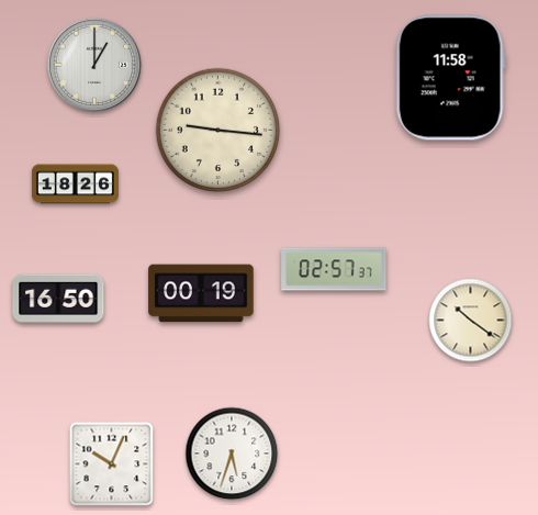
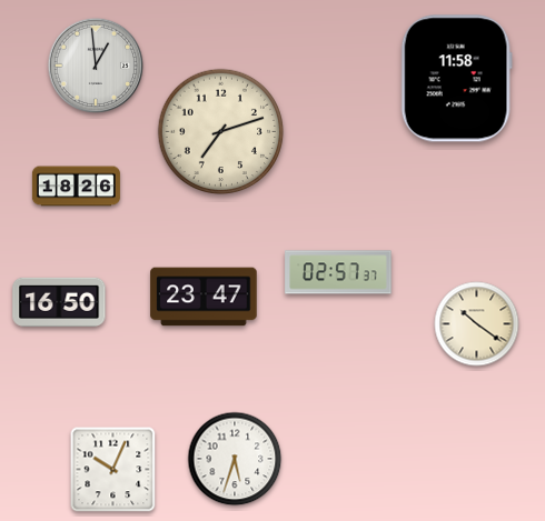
clock at (94, 65): 1:00 -> 12:59
clock at (218, 131): 9:16 -> 7:12
clock at (201, 293): 00:19 -> 23:47
